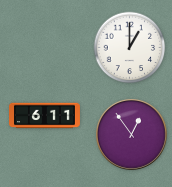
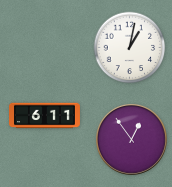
clock at (130, 48): 1:00 -> 1:02
clock at (131, 134) position: (131, 134) -> (131, 139)
